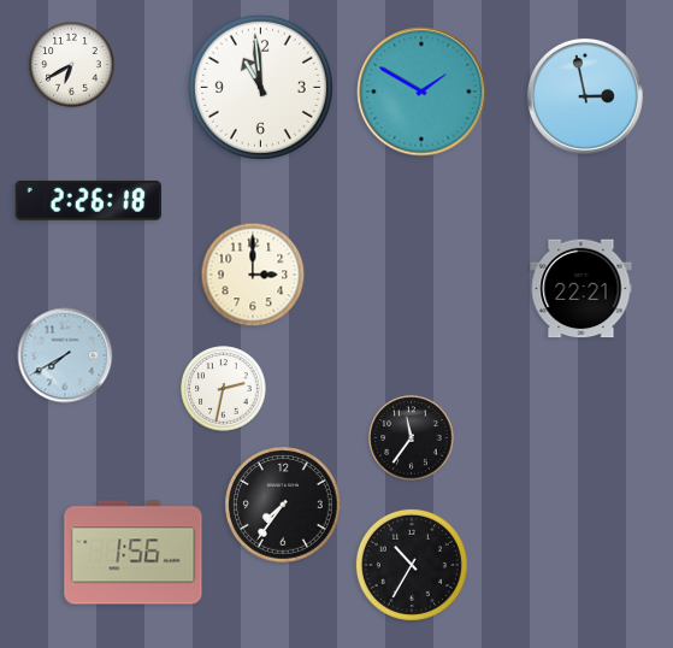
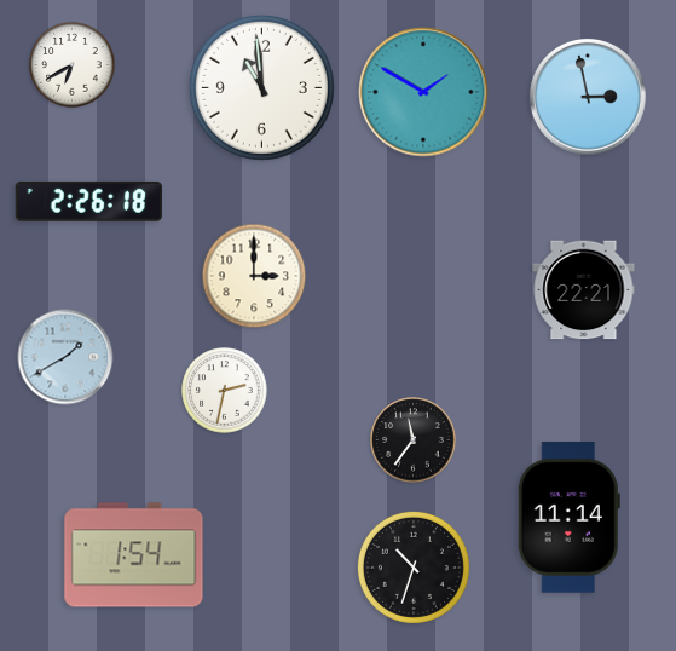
clock at (65, 355): 7:40 -> 1:40
clock at (283, 505): 7:36 -> none
clock at (568, 518): none -> 11:14
clock at (134, 553): 1:56 -> 1:54
clock at (412, 565): 10:35 -> 10:33
